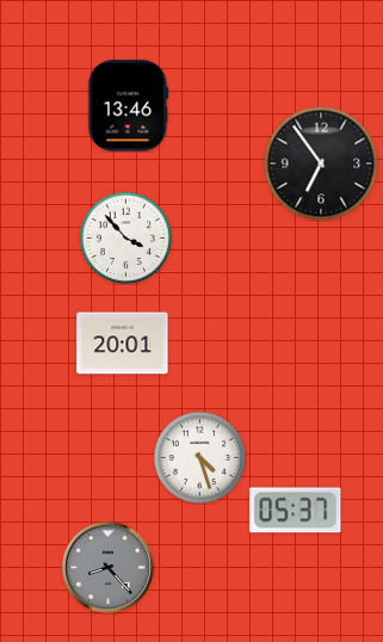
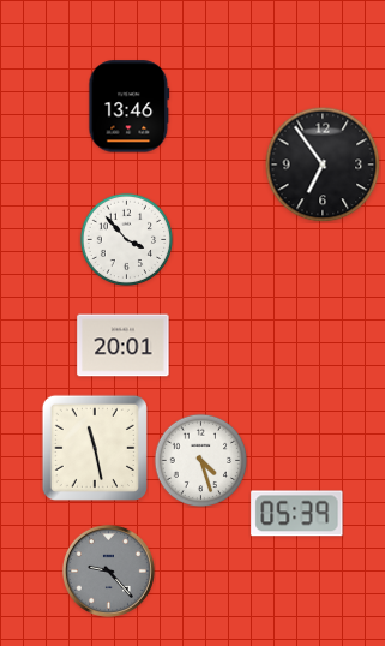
clock at (95, 448): none -> 11:28
clock at (296, 511): 05:37 -> 05:39
clock at (107, 567): 8:23 -> 9:23
